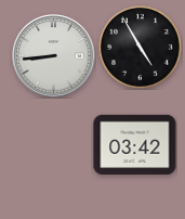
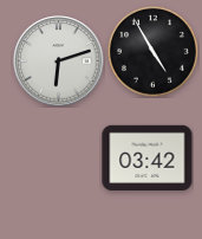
clock at (54, 56): 8:44 -> 6:12
